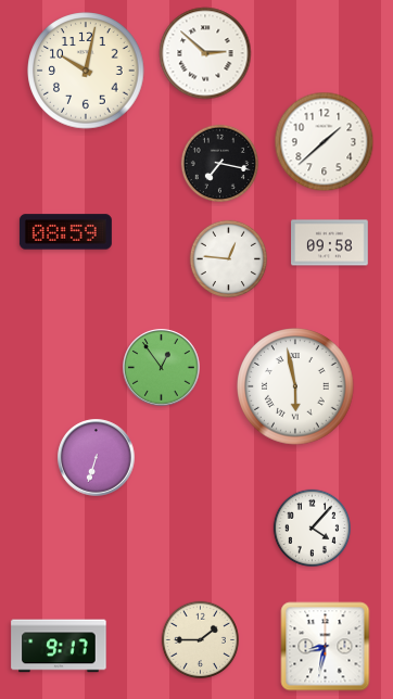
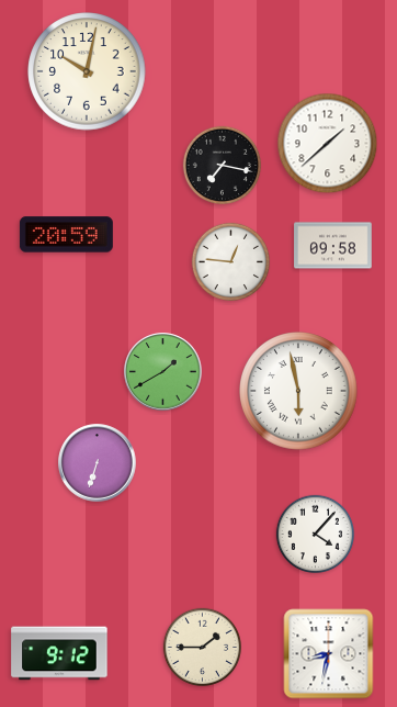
clock at (205, 53): 2:52 -> none
clock at (65, 232): 08:59 -> 20:59
clock at (162, 368): 12:54 -> 1:40
clock at (59, 646): 9:17 -> 9:12
